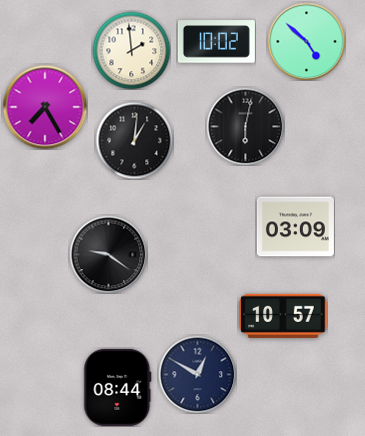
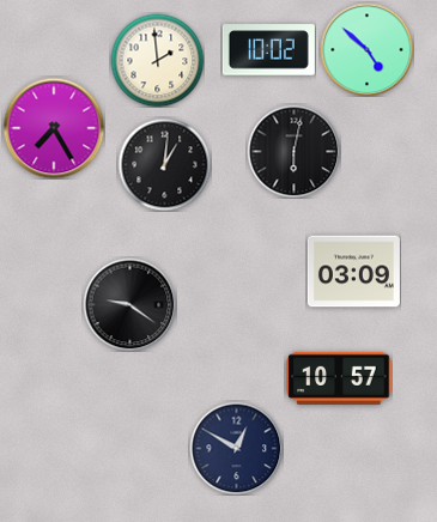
clock at (216, 42) position: (216, 42) -> (268, 50)
clock at (134, 140) position: (134, 140) -> (164, 164)
clock at (118, 387): 08:44 -> none
